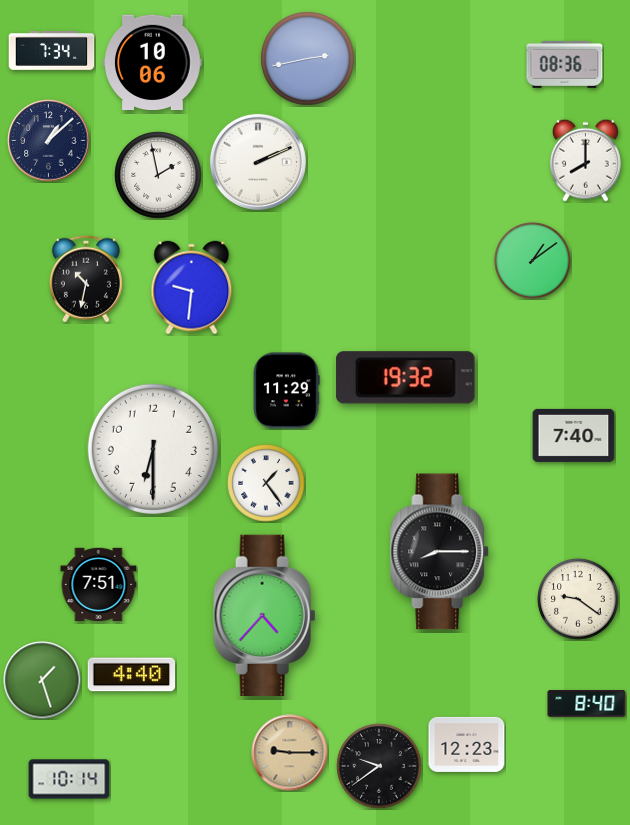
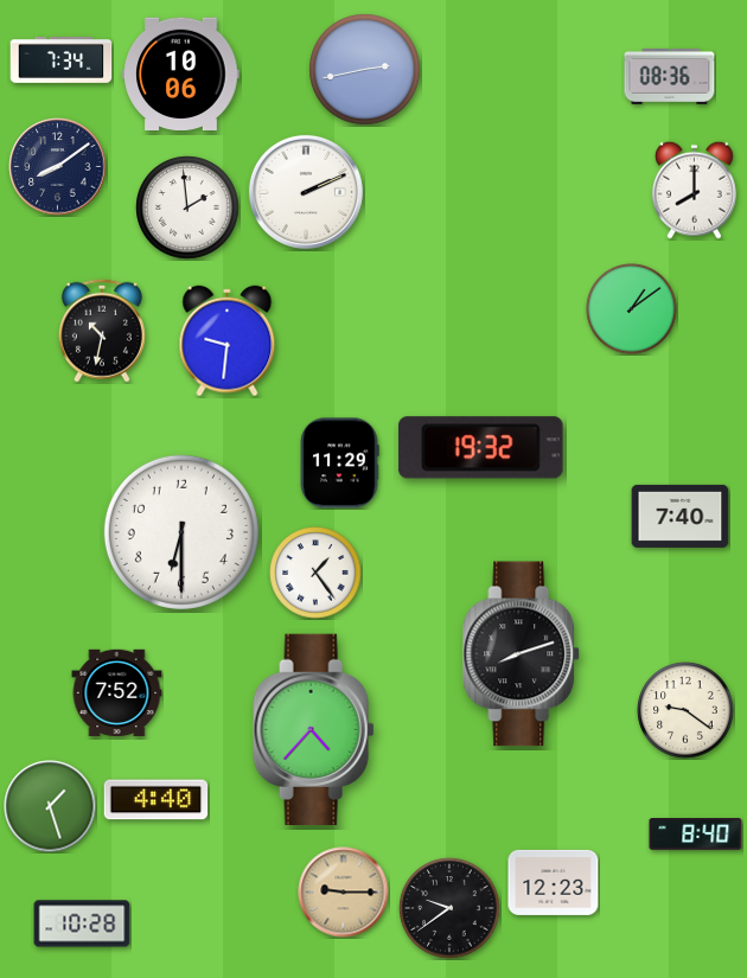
clock at (49, 141): 1:08 -> 8:09
clock at (158, 175): 1:58 -> 1:59
clock at (440, 552): 8:15 -> 8:12
clock at (99, 585): 7:51 -> 7:52
clock at (69, 779): 10:14 -> 10:28
